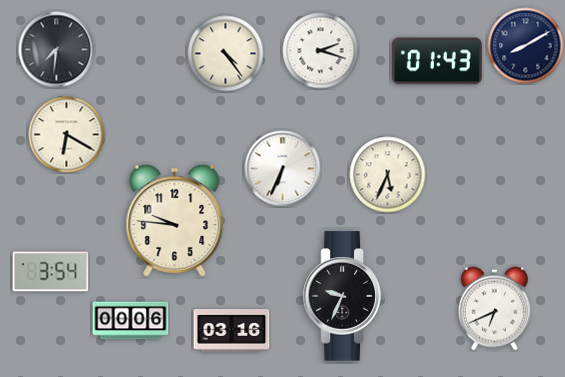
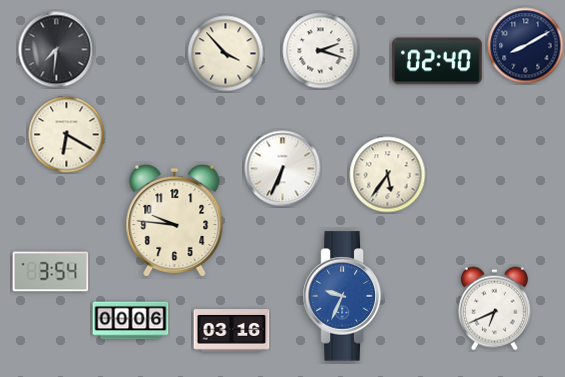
clock at (226, 54): 4:24 -> 3:53
clock at (437, 61): 01:43 -> 02:40
clock at (388, 175): 5:34 -> 5:36
clock at (344, 296) dial: black -> blue
